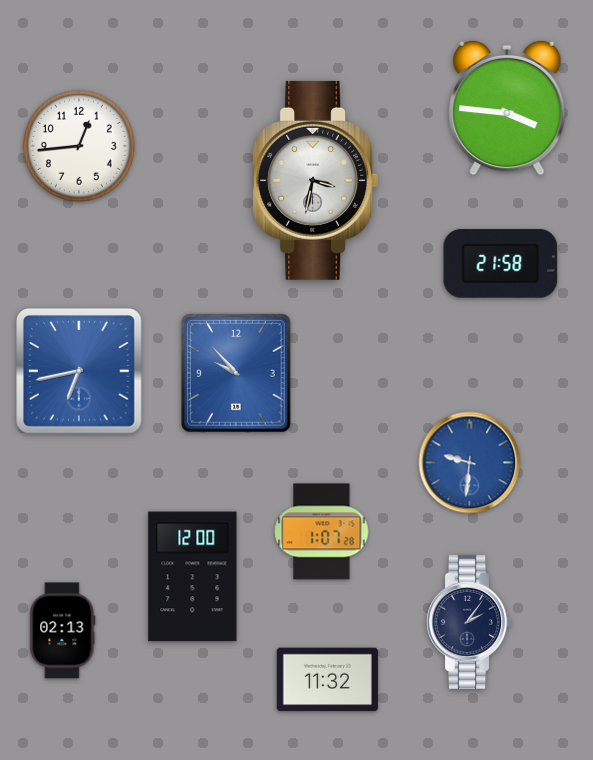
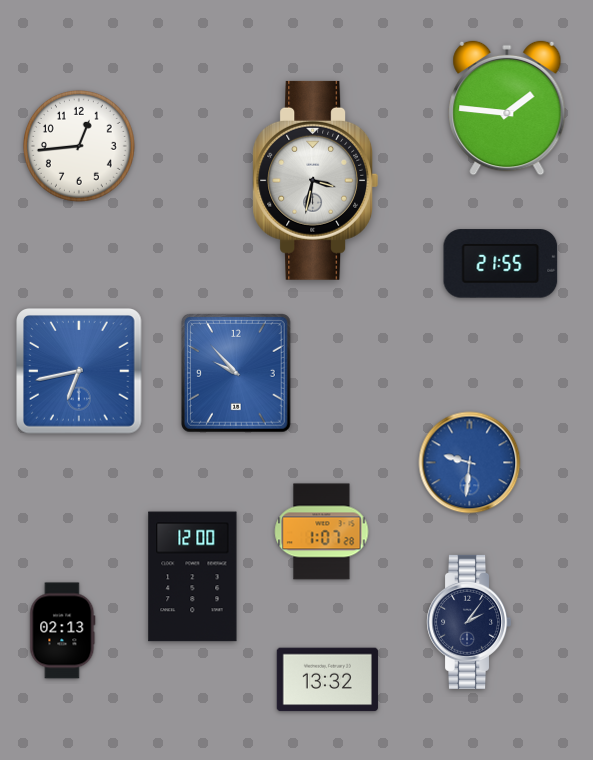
clock at (507, 108): 3:46 -> 1:46
clock at (501, 264): 21:58 -> 21:55
clock at (327, 680): 11:32 -> 13:32
